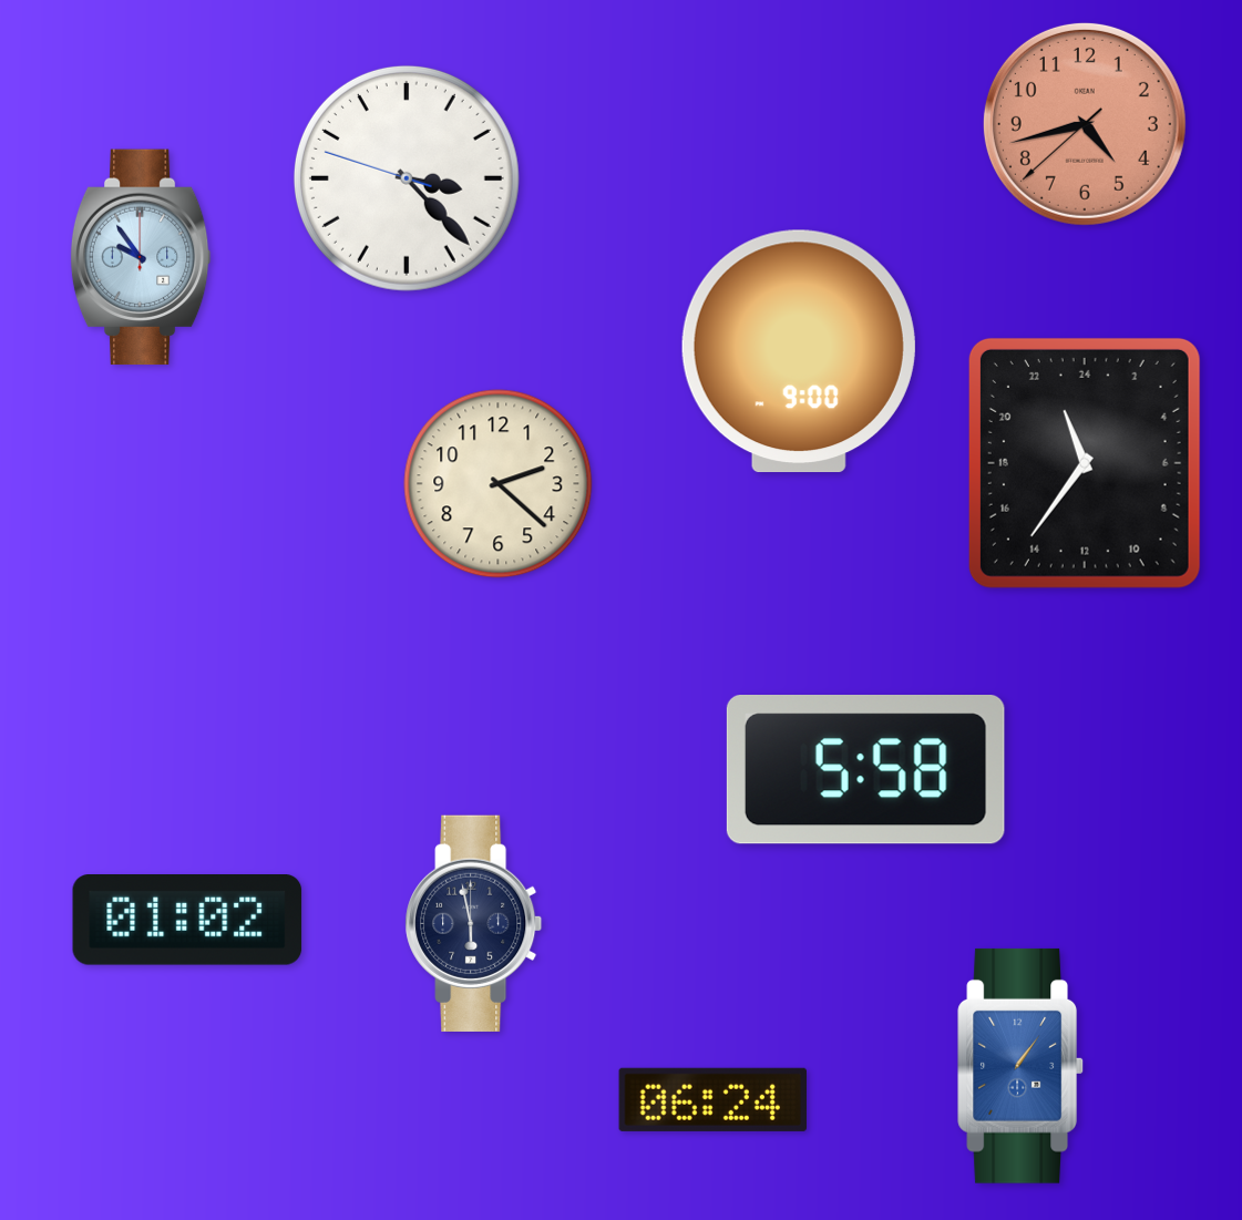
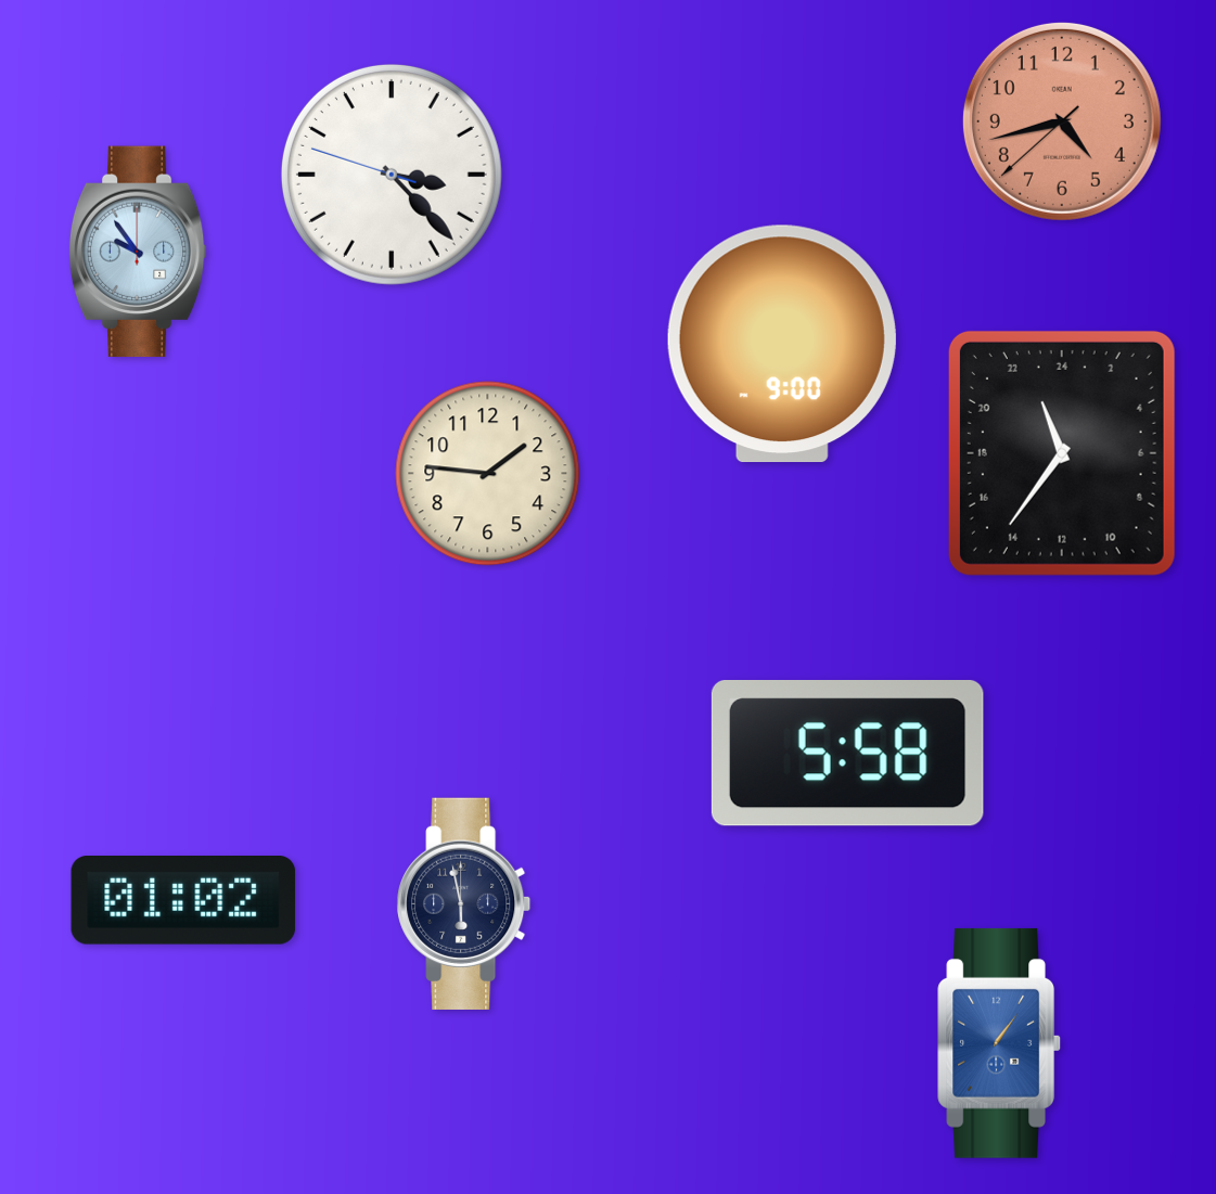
clock at (407, 178) position: (407, 178) -> (392, 175)
clock at (499, 484): 2:22 -> 1:46
clock at (712, 1099): 06:24 -> none
